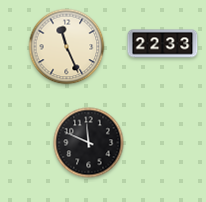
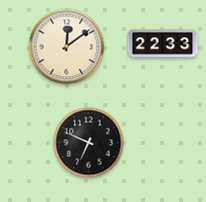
clock at (67, 47): 11:26 -> 12:09
clock at (89, 143): 11:49 -> 6:49
